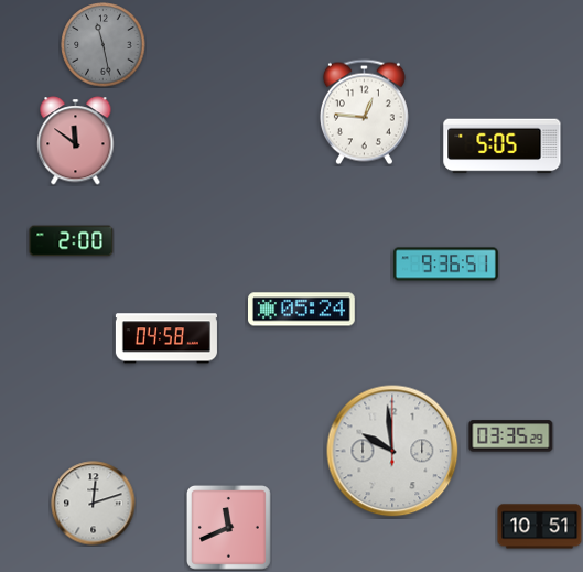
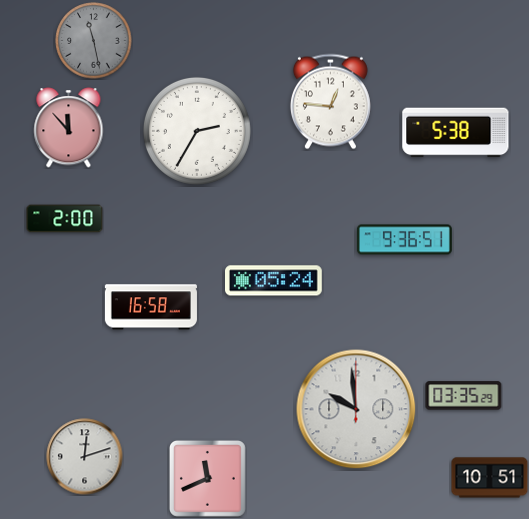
clock at (76, 141): 11:51 -> 11:53
clock at (197, 131): none -> 2:35
clock at (503, 147): 5:05 -> 5:38
clock at (166, 338): 04:58 -> 16:58
